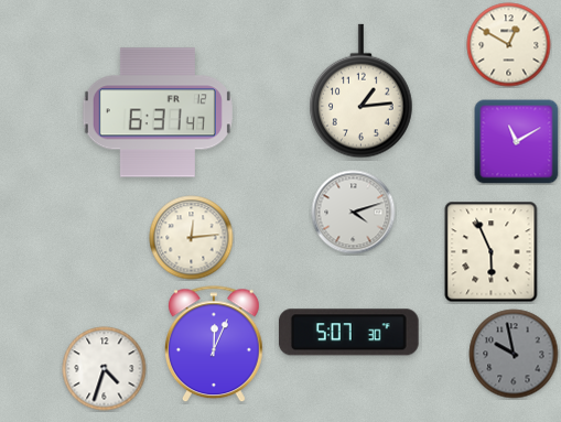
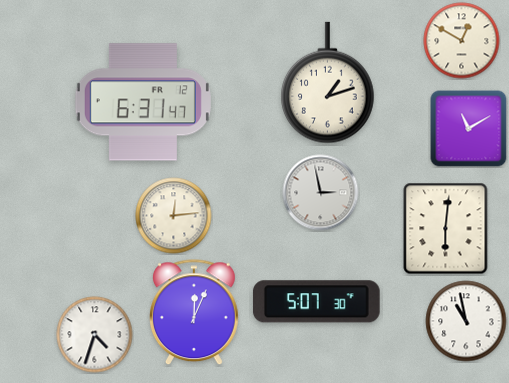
clock at (362, 91): 1:14 -> 1:12
clock at (354, 213): 4:12 -> 2:58
clock at (492, 252): 5:56 -> 6:01
clock at (514, 354): 9:58 -> 10:58
clock at (514, 354) dial: grey -> white
